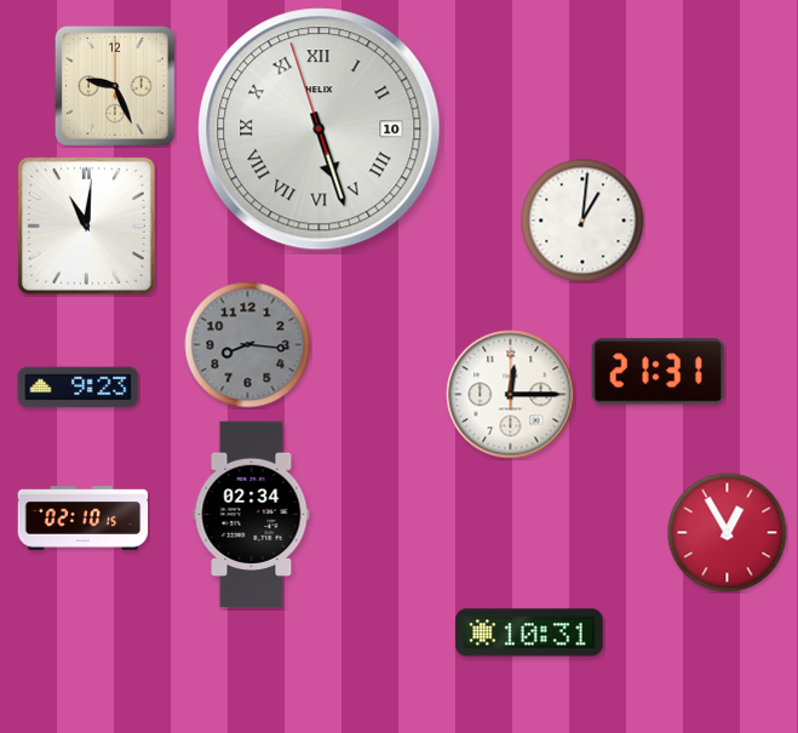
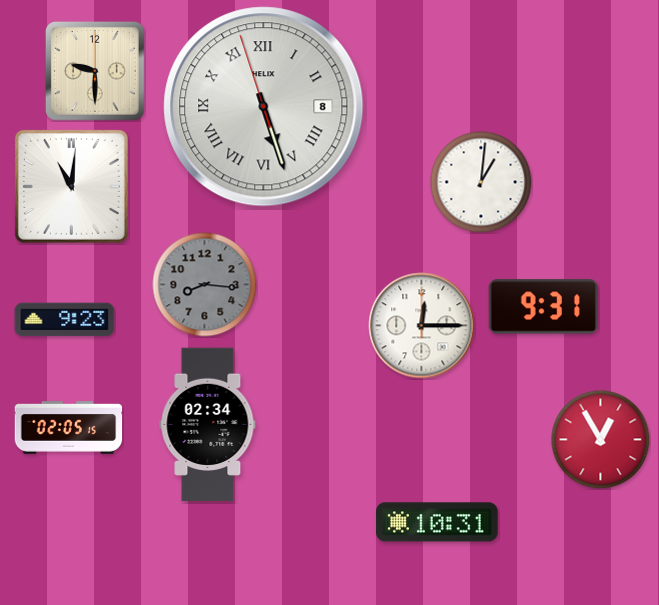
clock at (115, 86): 9:26 -> 9:30
clock at (320, 130) date: 10 -> 8
clock at (658, 372): 21:31 -> 9:31
clock at (84, 519): 02:10 -> 02:05
